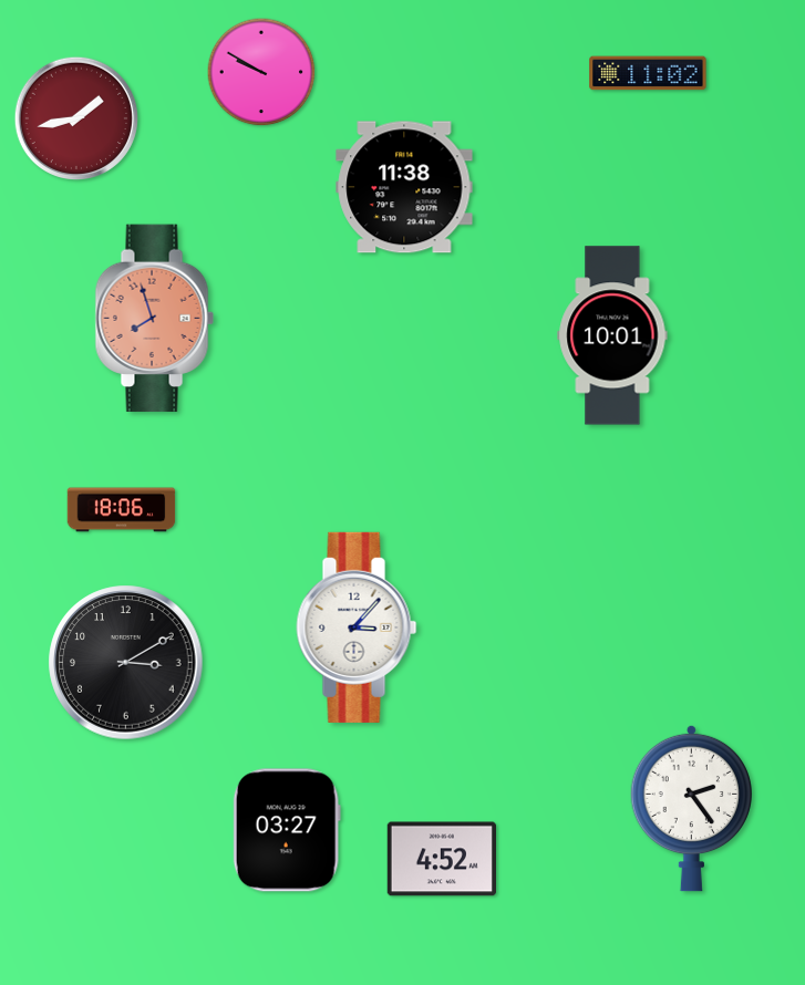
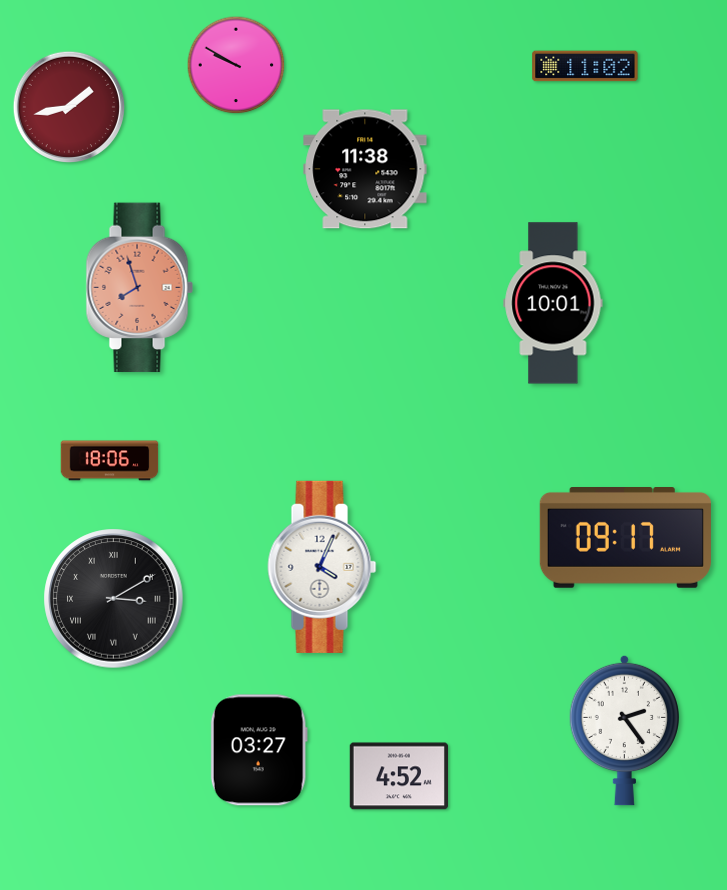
clock at (625, 538): none -> 09:17
clock at (357, 628): 3:07 -> 4:04
clock at (126, 663) numerals: Arabic -> Roman
